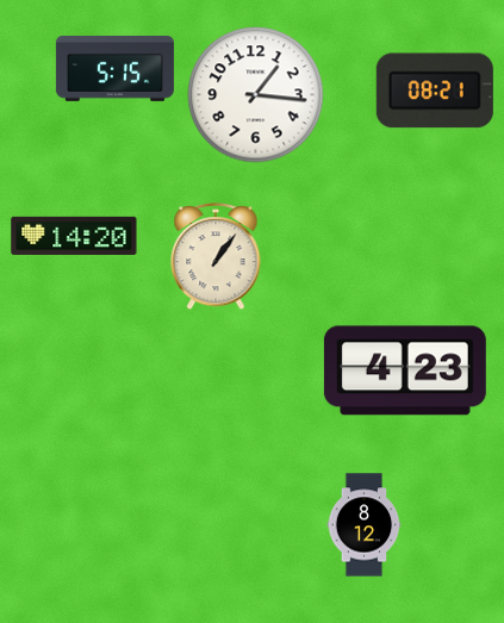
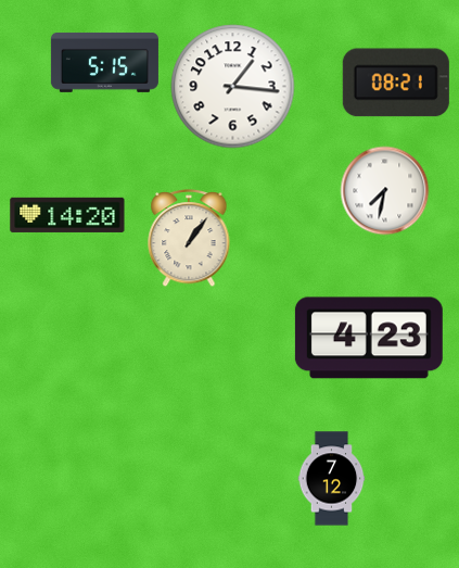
clock at (385, 191): none -> 7:32
clock at (216, 257) position: (216, 257) -> (189, 239)
clock at (365, 525): 8:12 -> 7:12
